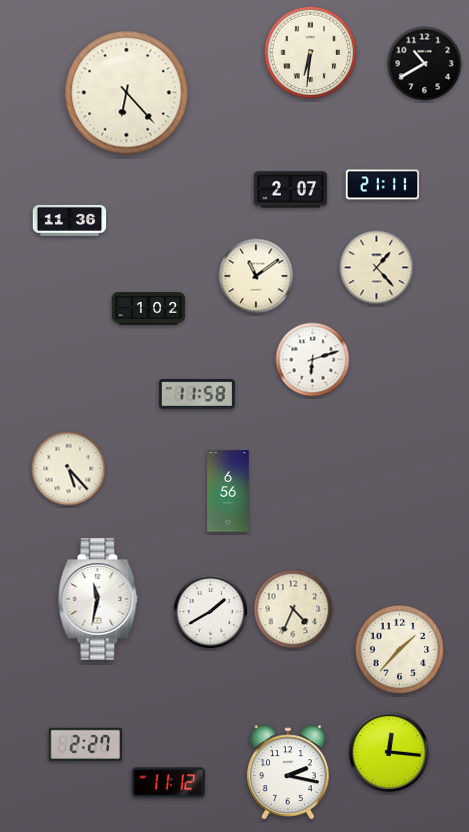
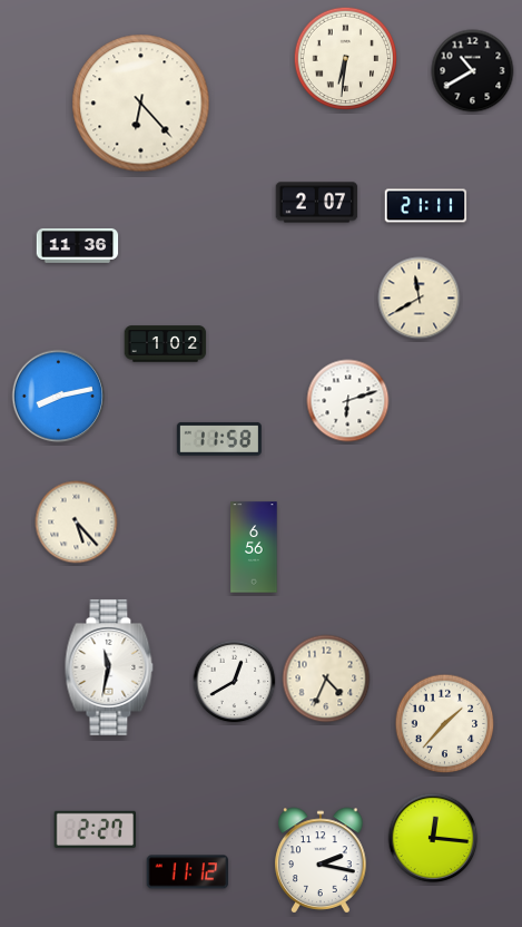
clock at (291, 190) position: (291, 190) -> (317, 203)
clock at (377, 268): 1:23 -> 11:40
clock at (256, 276): 11:09 -> none
clock at (59, 397): none -> 8:13
clock at (211, 612): 1:40 -> 12:40
